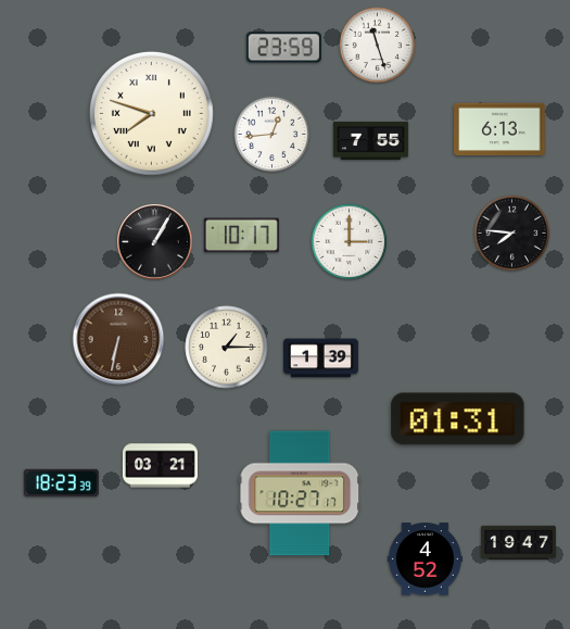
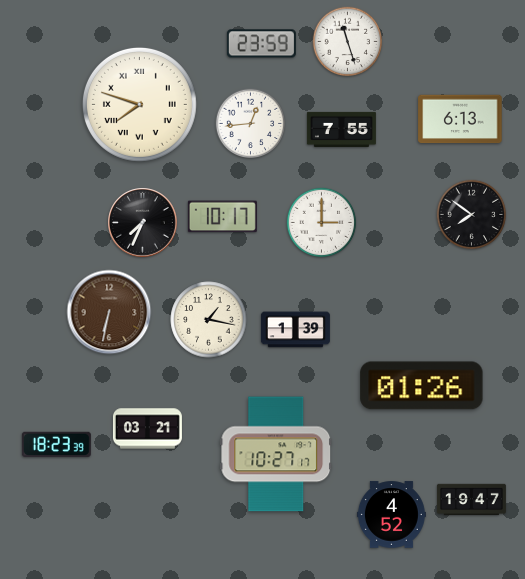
clock at (512, 234): 7:46 -> 7:51
clock at (155, 242): 1:05 -> 7:34
clock at (227, 348): 1:15 -> 1:17
clock at (458, 419): 01:31 -> 01:26
clock at (518, 543) position: (518, 543) -> (471, 500)
